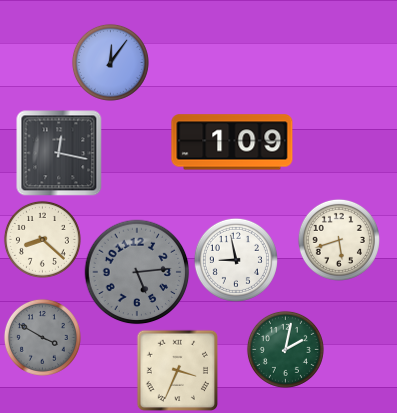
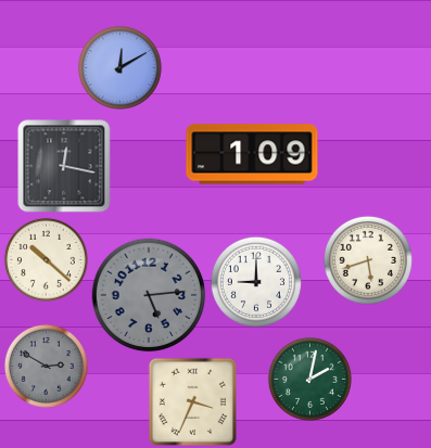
clock at (110, 62): 12:06 -> 12:10
clock at (42, 239): 8:22 -> 10:22
clock at (236, 260): 8:58 -> 9:00
clock at (42, 337): 3:50 -> 2:50
